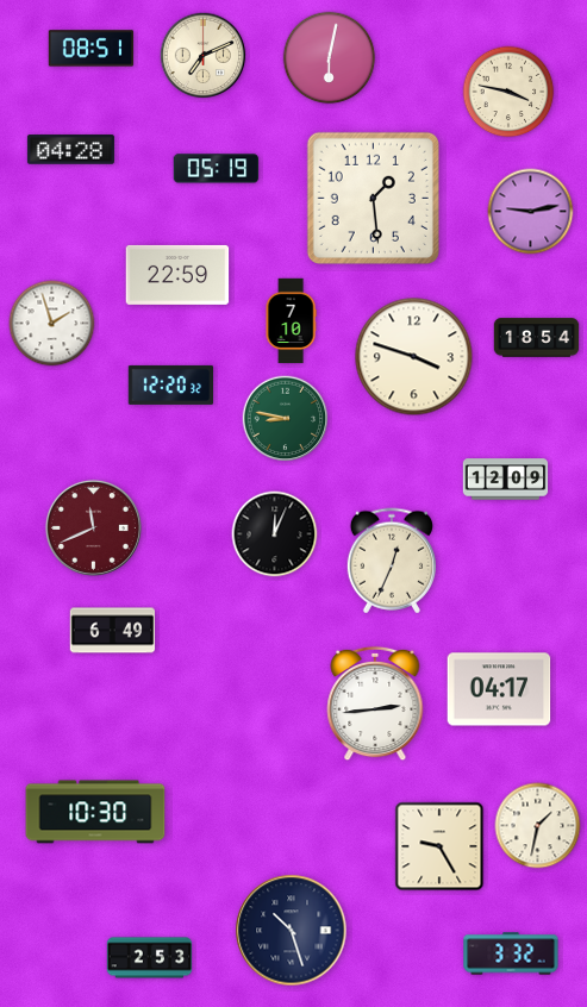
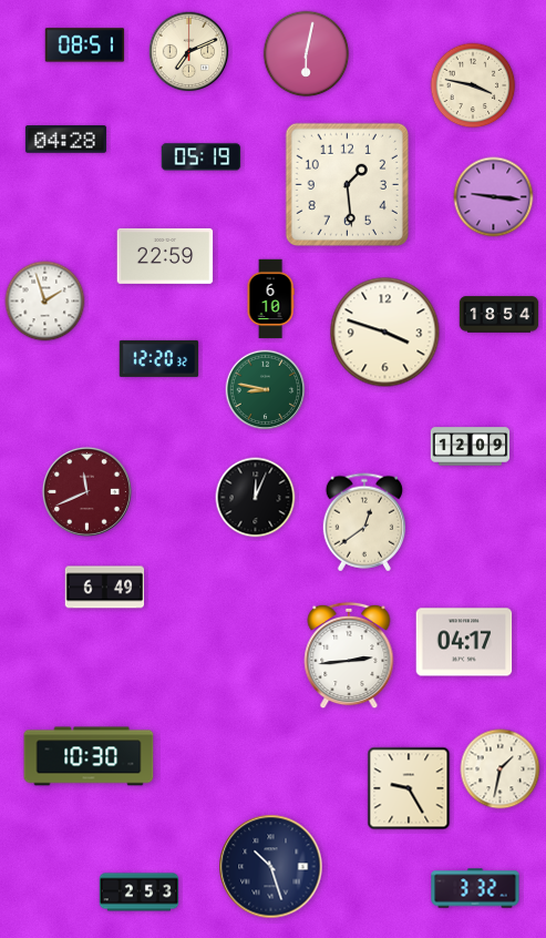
clock at (531, 212): 9:13 -> 9:16
clock at (291, 321): 7:10 -> 6:10
clock at (52, 324) position: (52, 324) -> (45, 302)
clock at (391, 561): 12:34 -> 12:39
